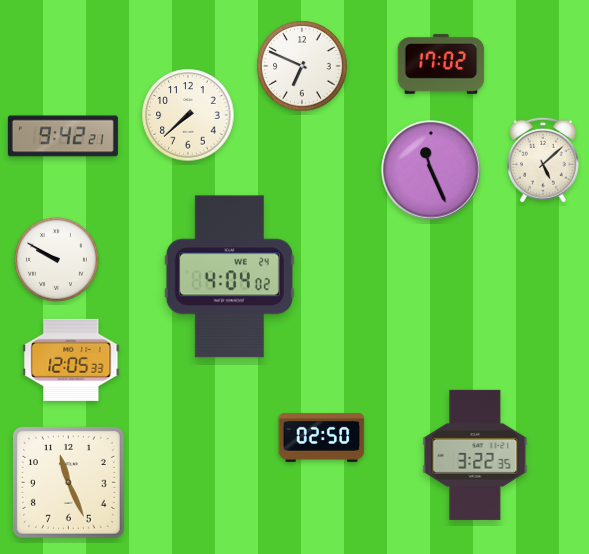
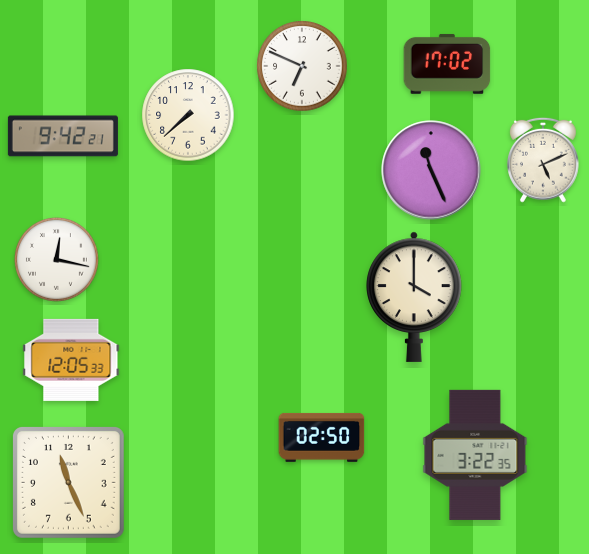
clock at (441, 64) position: (441, 64) -> (447, 64)
clock at (544, 160): 5:08 -> 5:11
clock at (56, 259): 9:50 -> 12:17
clock at (229, 277): 4:04 -> none
clock at (414, 297): none -> 4:00
